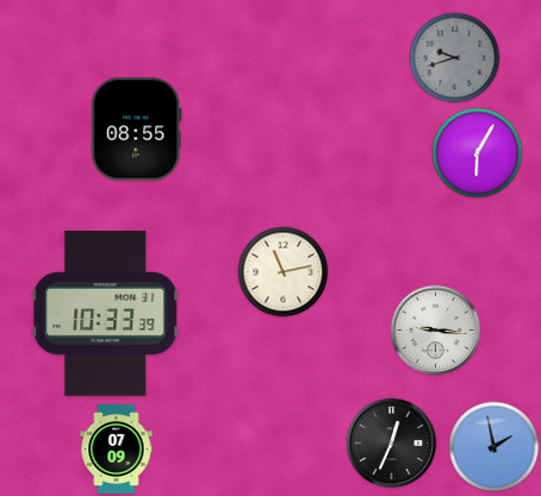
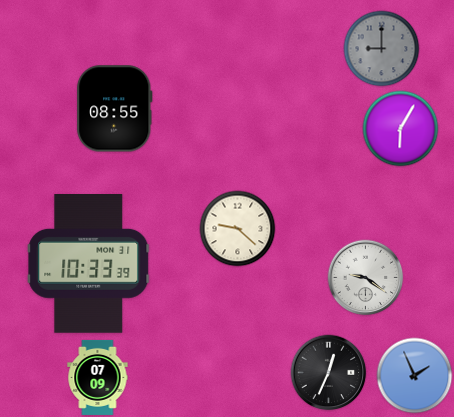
clock at (455, 58): 9:42 -> 9:00
clock at (284, 272): 11:13 -> 9:22
clock at (436, 331): 9:16 -> 9:21
clock at (495, 447): 1:58 -> 1:56
